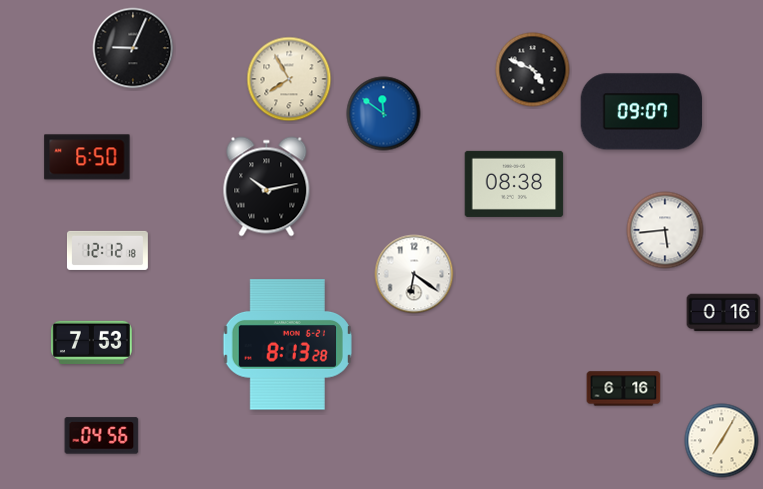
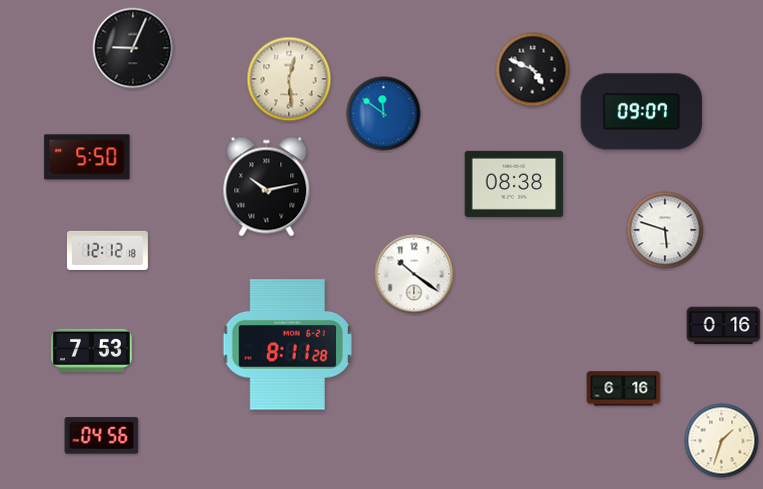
clock at (289, 79): 7:55 -> 12:29
clock at (87, 157): 6:50 -> 5:50
clock at (665, 230): 5:44 -> 5:48
clock at (414, 274): 6:21 -> 10:21
clock at (724, 313) position: (724, 313) -> (724, 326)
clock at (91, 342) position: (91, 342) -> (91, 350)
clock at (287, 345): 8:13 -> 8:11
clock at (722, 441): 7:05 -> 1:33
